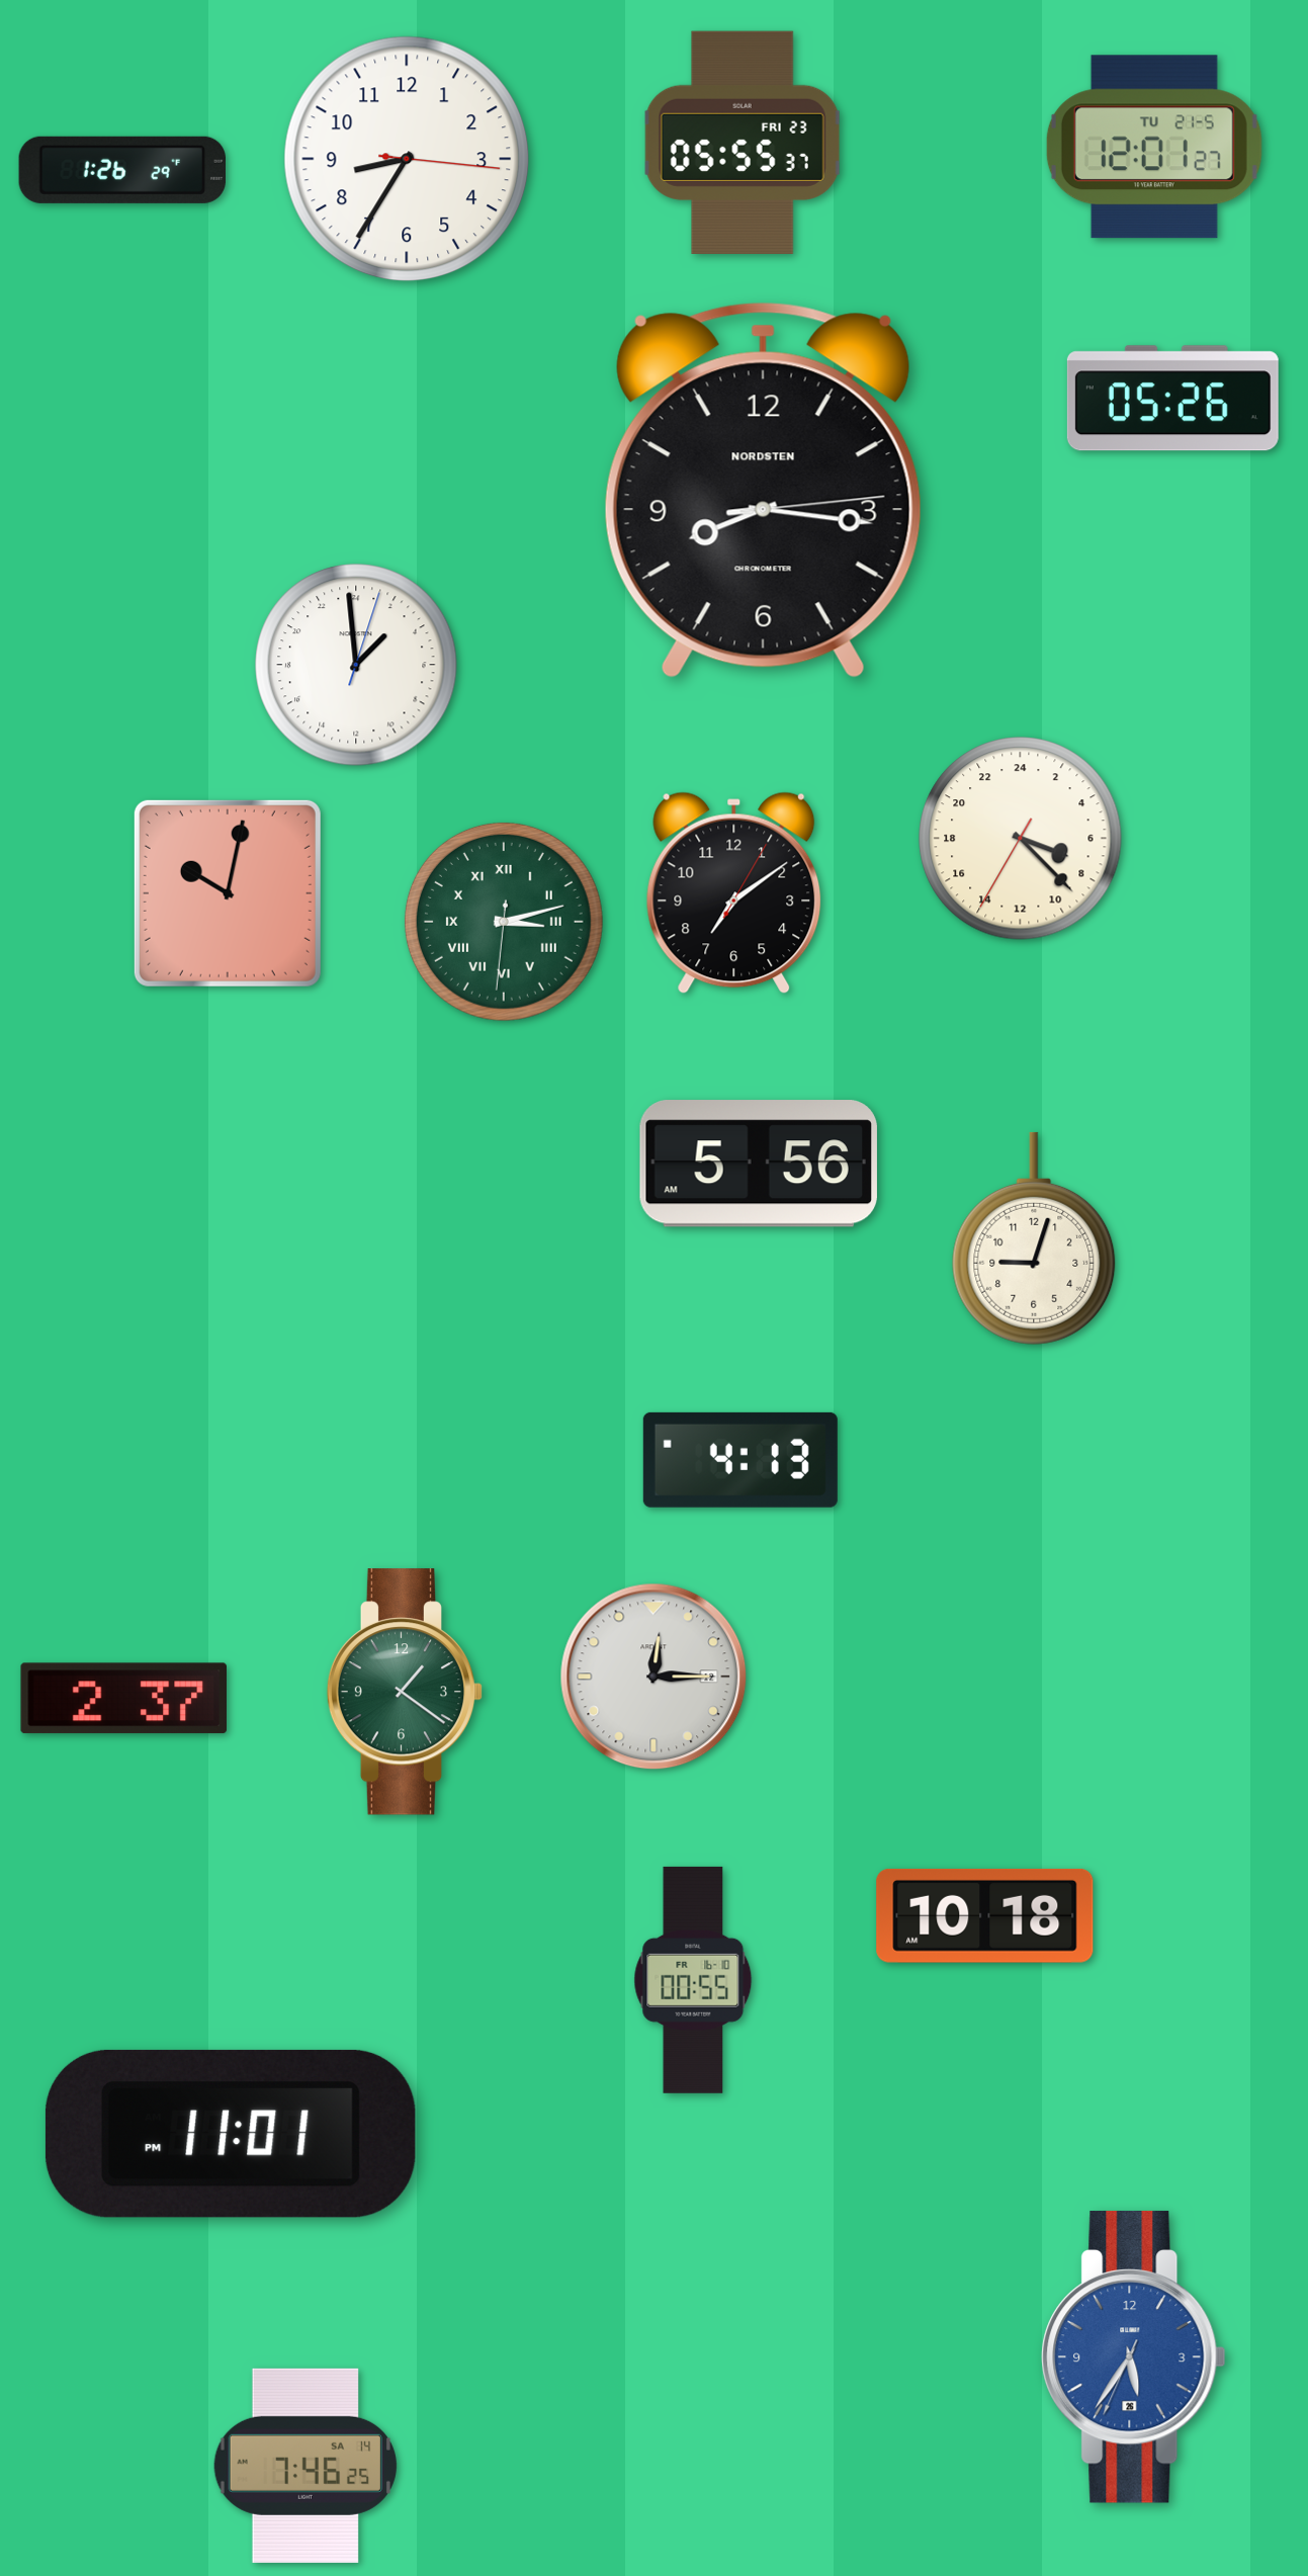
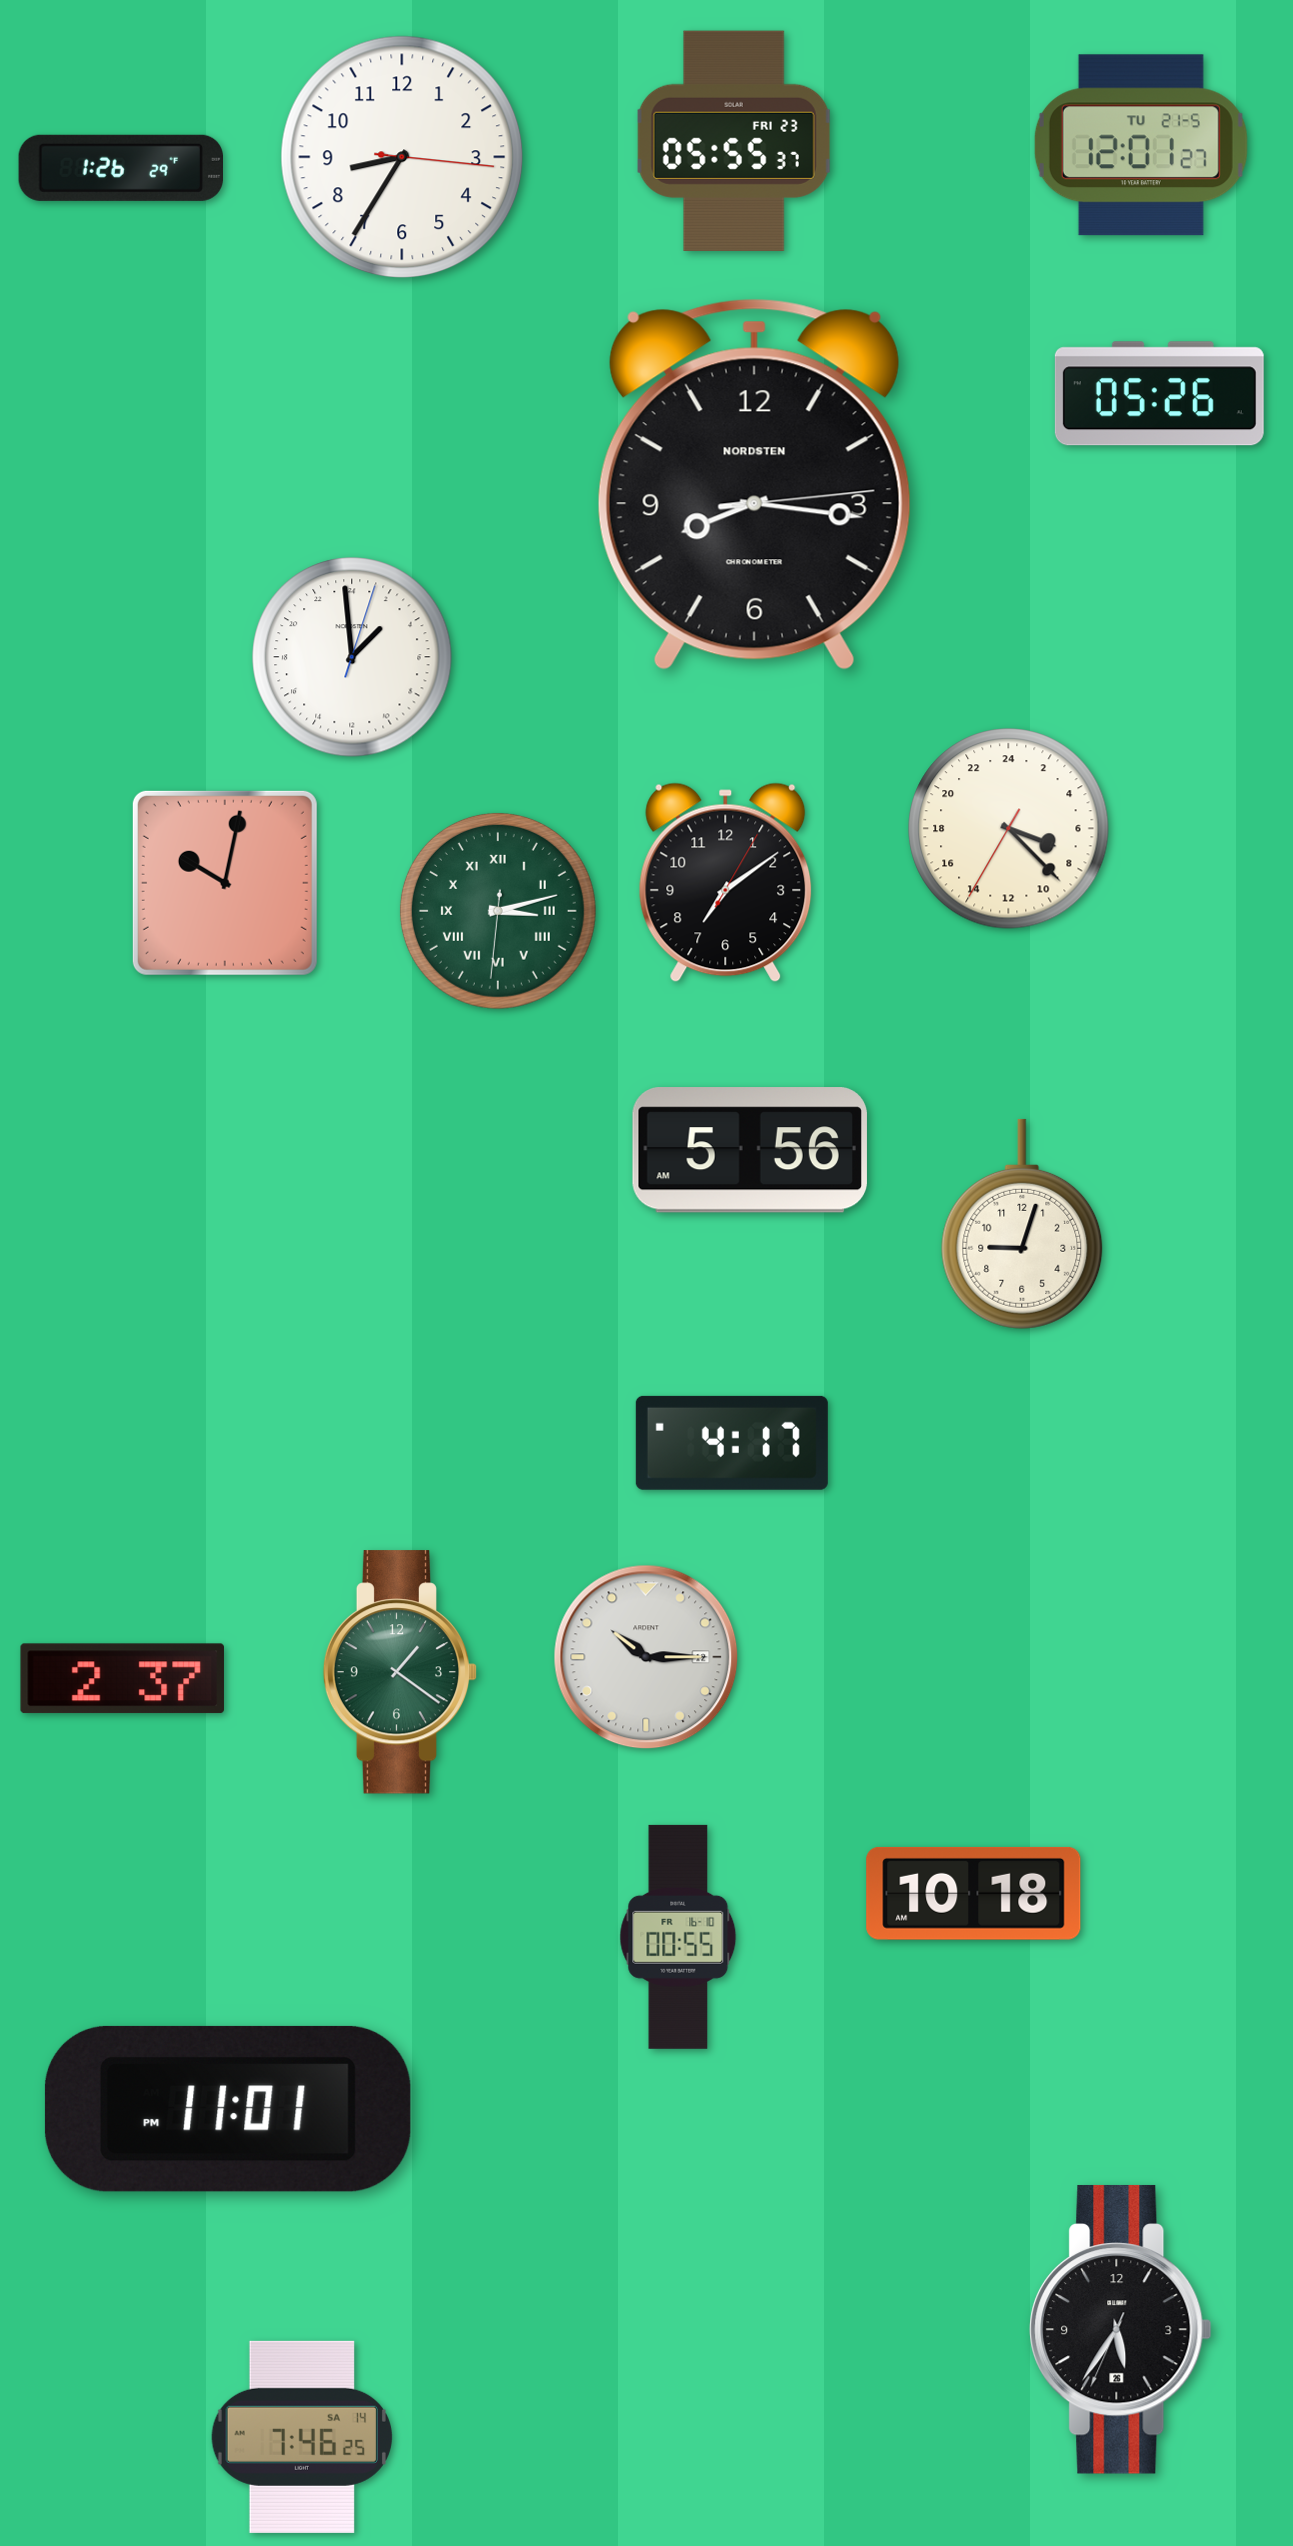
clock at (740, 1460): 4:13 -> 4:17
clock at (653, 1677): 12:15 -> 10:15
clock at (693, 1980) position: (693, 1980) -> (678, 1937)
clock at (1134, 2356) dial: blue -> black
